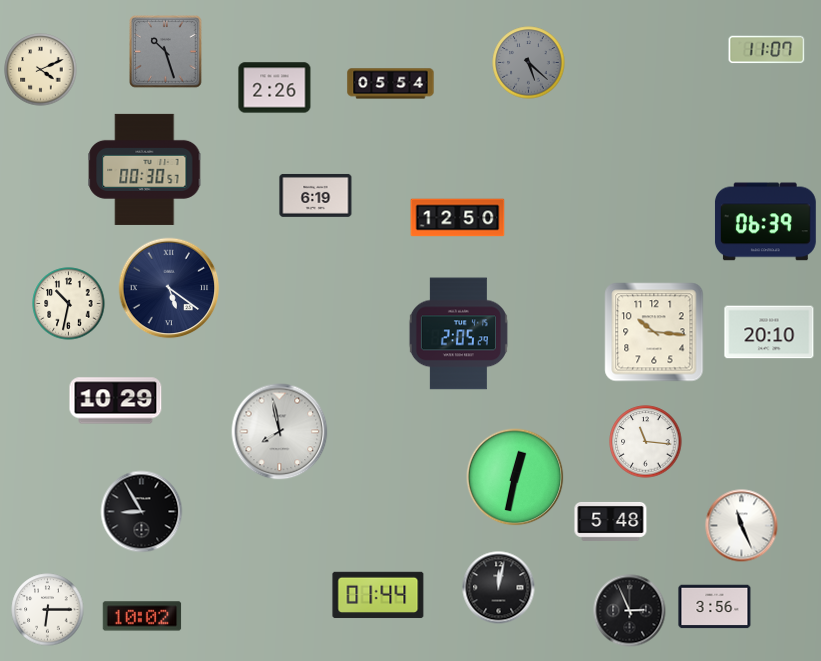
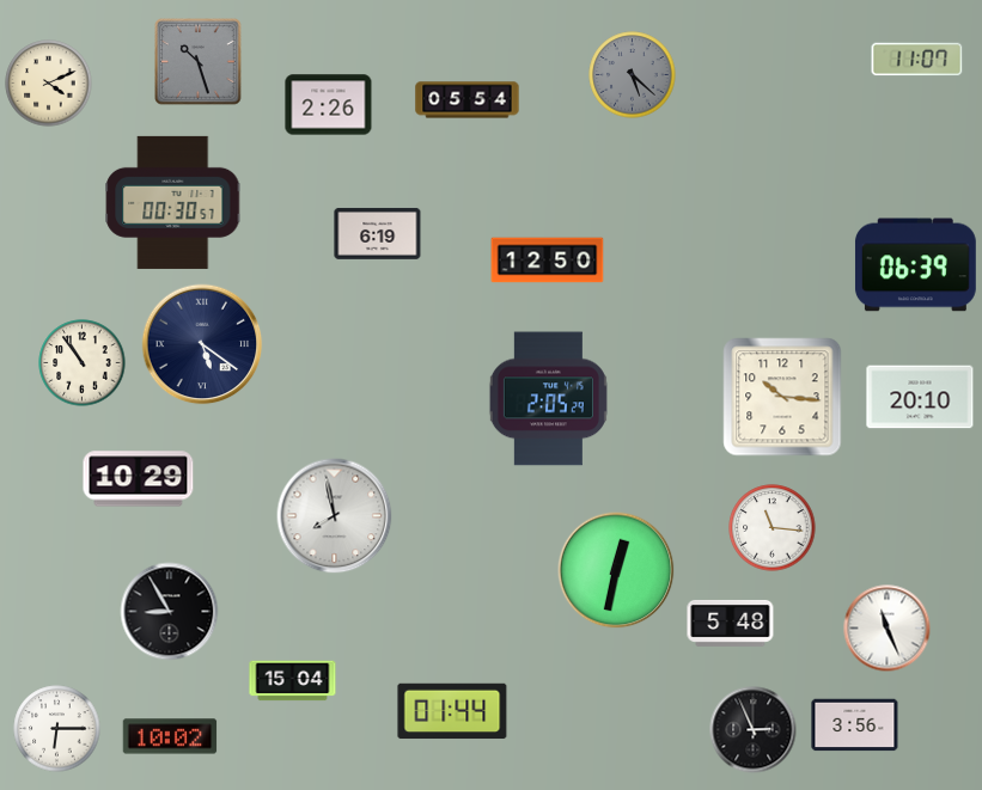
clock at (69, 304): 10:32 -> 10:54
clock at (293, 681): none -> 15:04
clock at (499, 588): 12:02 -> none
